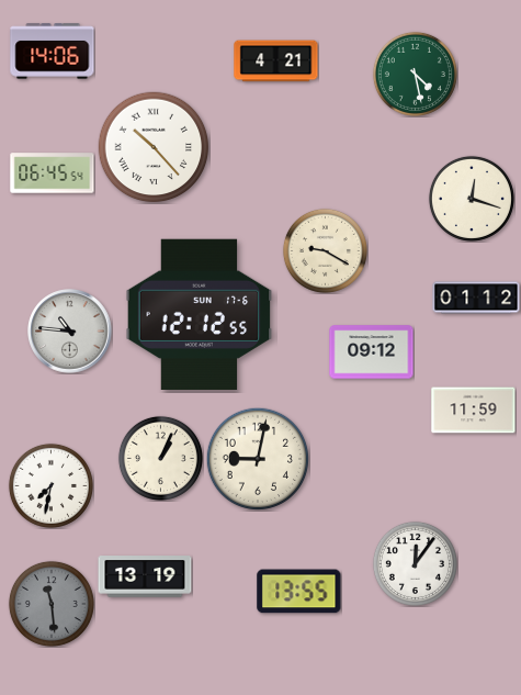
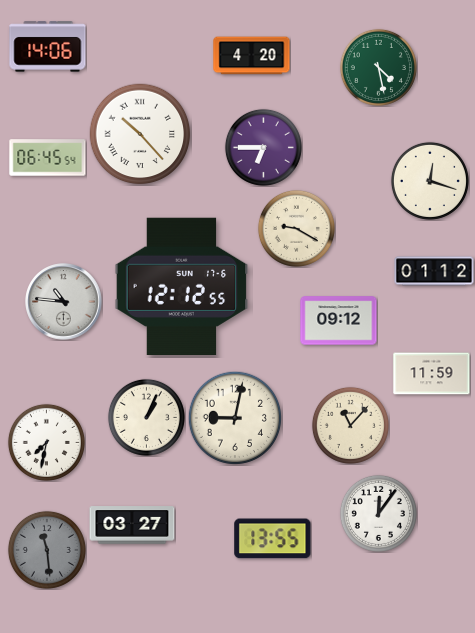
clock at (276, 61): 4:21 -> 4:20
clock at (263, 147): none -> 6:45
clock at (350, 425): none -> 11:07
clock at (145, 576): 13:19 -> 03:27
